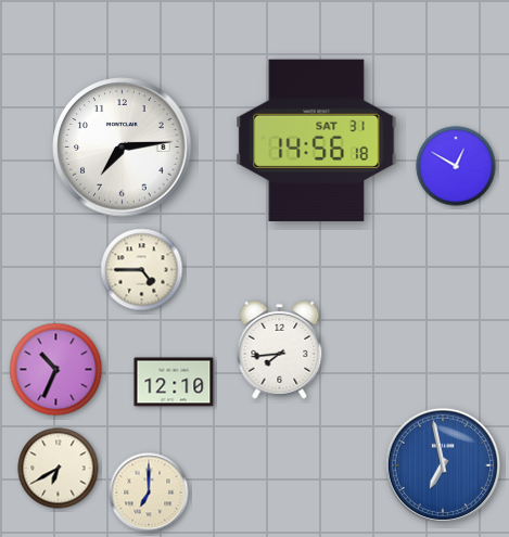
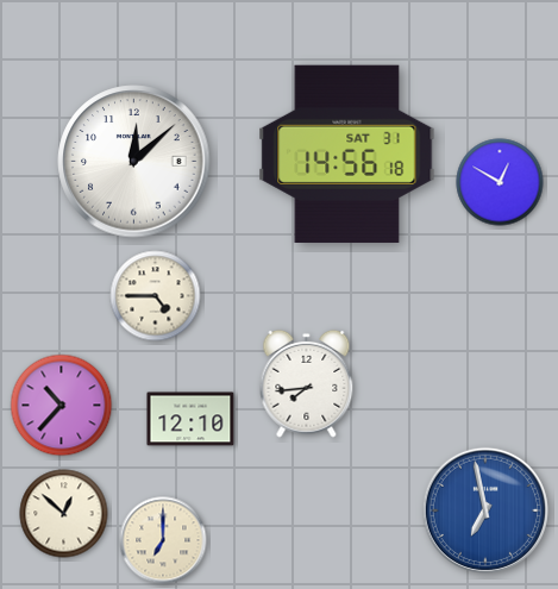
clock at (123, 148): 7:14 -> 12:08
clock at (56, 370): 10:34 -> 10:37
clock at (59, 469): 6:40 -> 12:52
